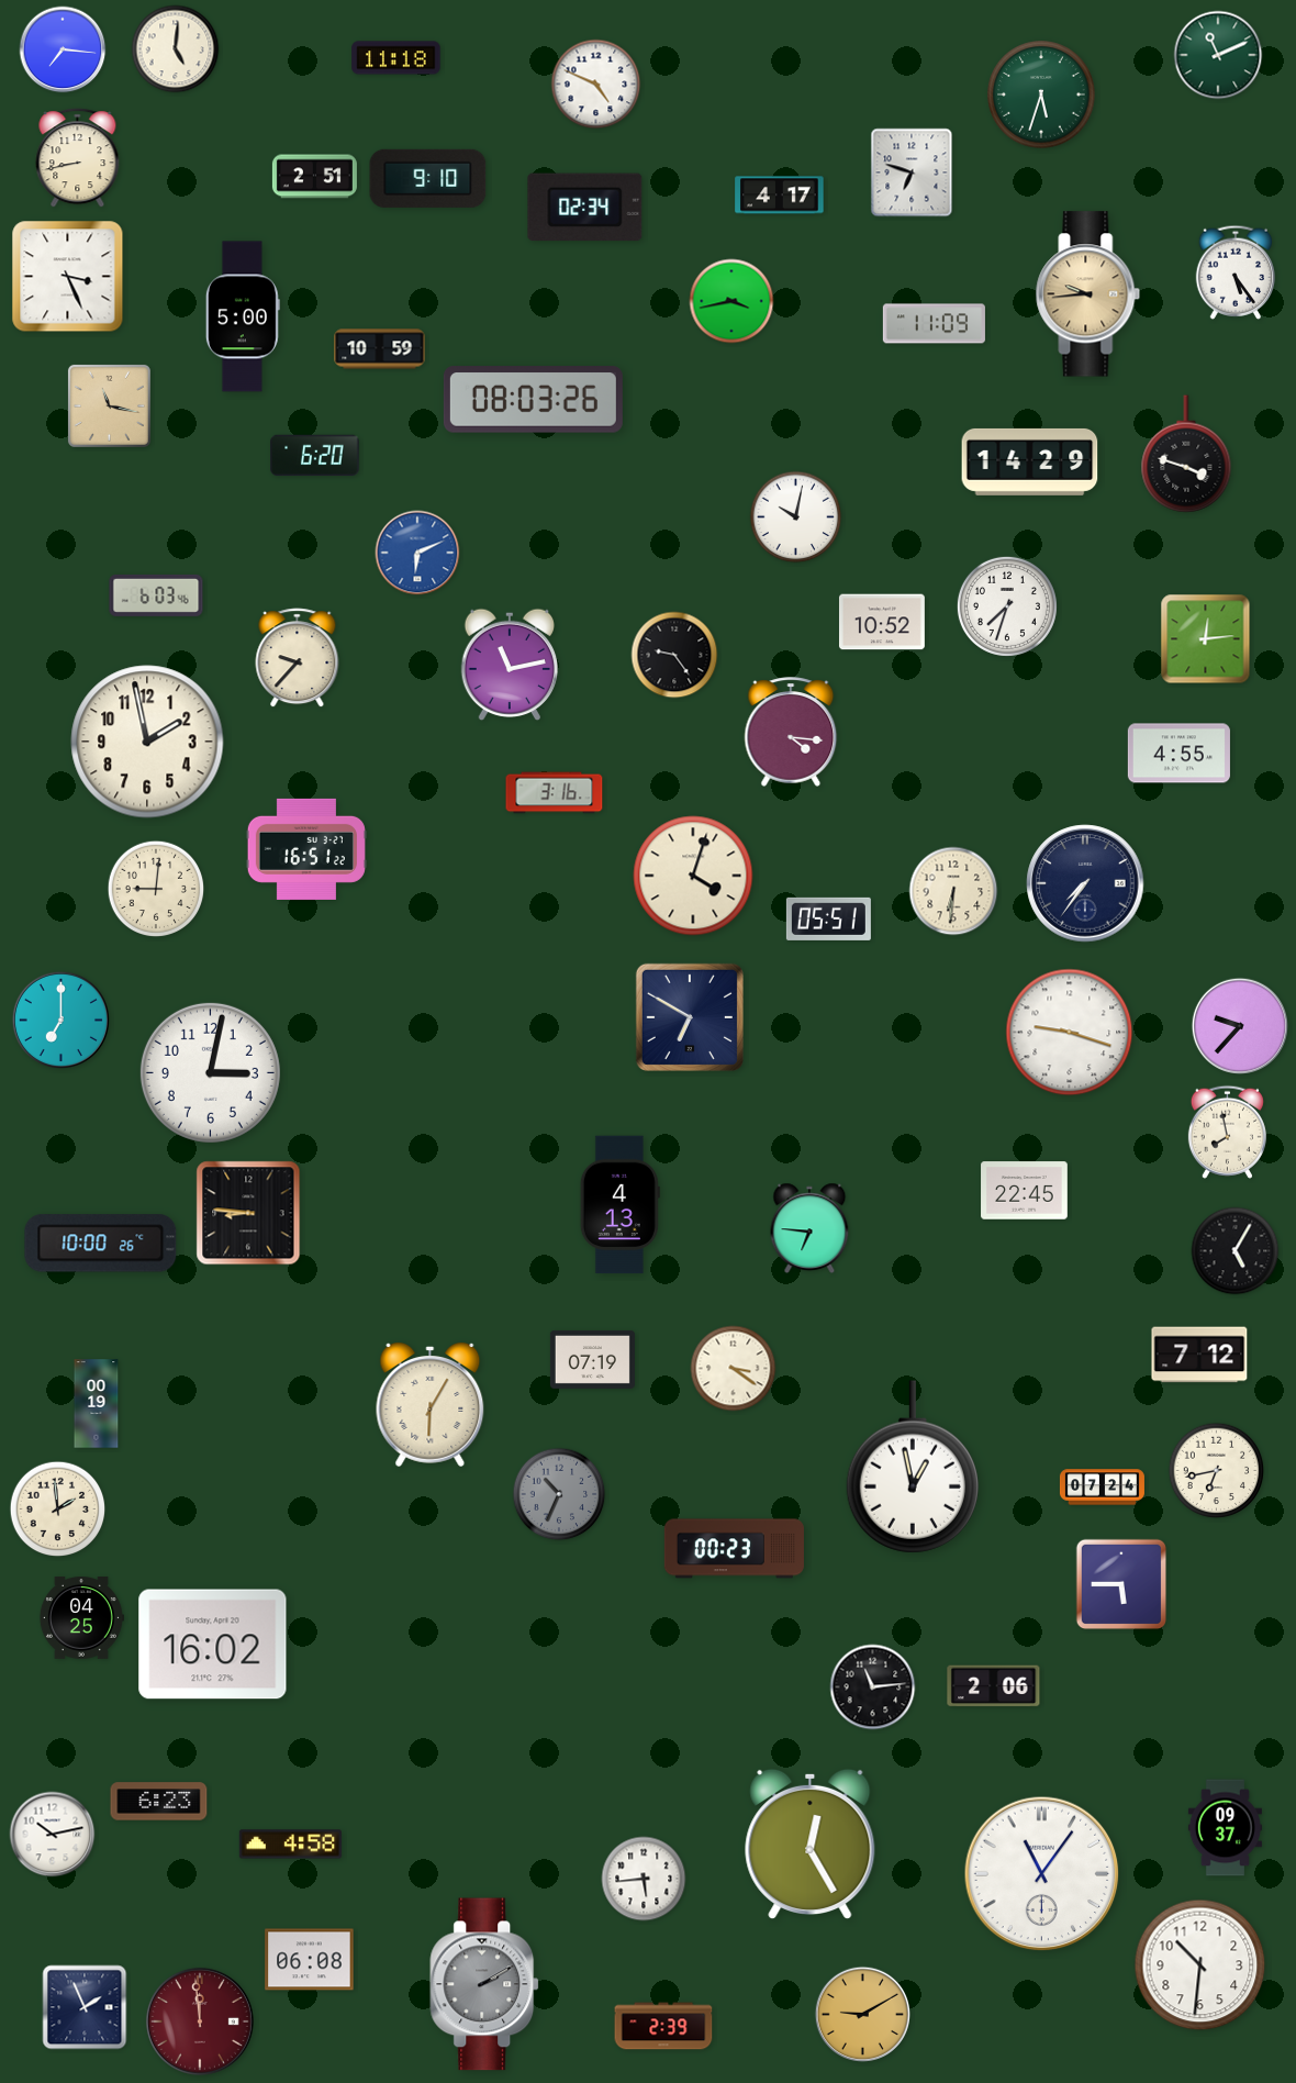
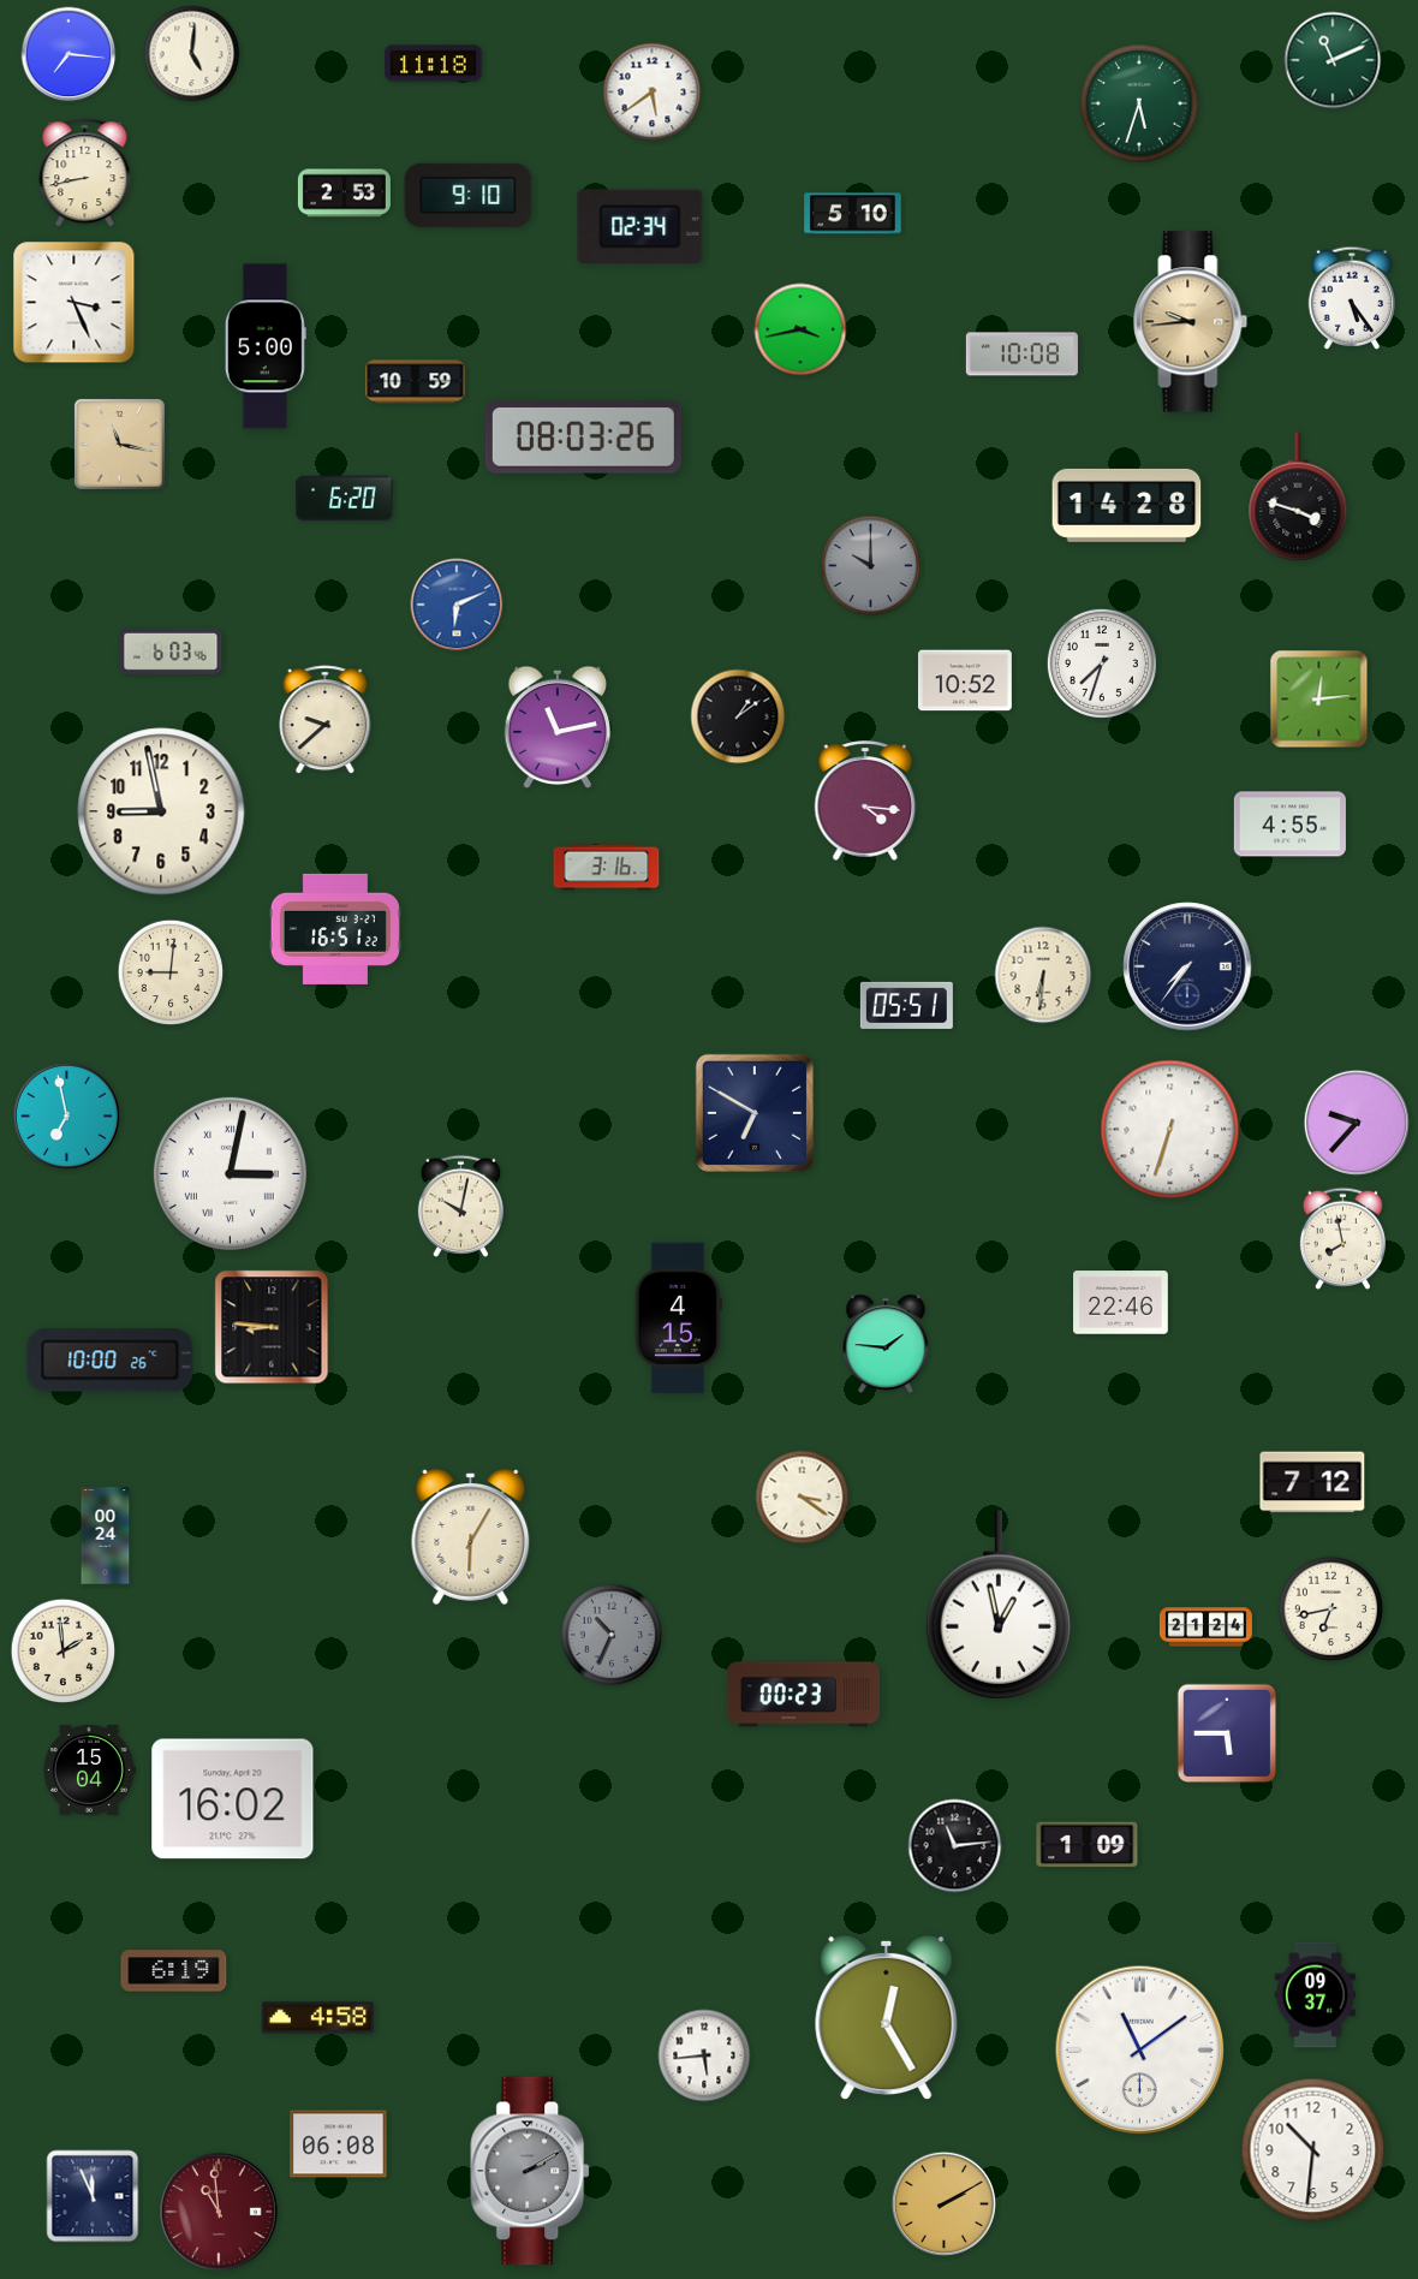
clock at (596, 85): 4:49 -> 5:39
clock at (912, 172): 6:48 -> none
clock at (314, 177): 2:51 -> 2:53
clock at (780, 196): 4:17 -> 5:10
clock at (934, 324): 11:09 -> 10:08
clock at (1030, 461): 14:29 -> 14:28
clock at (796, 517): 10:02 -> 10:00
clock at (796, 517) dial: white -> grey
clock at (674, 655): 9:24 -> 1:09
clock at (298, 658): 9:37 -> 9:38
clock at (147, 742): 1:58 -> 8:58
clock at (693, 876): 4:03 -> none
clock at (60, 1020): 7:00 -> 6:58
clock at (1070, 1033): 9:18 -> 6:33
clock at (210, 1072) numerals: Arabic -> Roman
clock at (460, 1206): none -> 10:02
clock at (1025, 1191): 22:45 -> 22:46
clock at (619, 1205): 4:13 -> 4:15
clock at (809, 1228): 6:46 -> 1:46
clock at (1236, 1251): 5:05 -> none
clock at (592, 1359): 07:19 -> none
clock at (97, 1404): 00:19 -> 00:24
clock at (1102, 1488): 07:24 -> 21:24
clock at (81, 1617): 04:25 -> 15:04
clock at (994, 1686): 2:06 -> 1:09
clock at (159, 1802): 6:23 -> 6:19
clock at (1225, 1828) position: (1225, 1828) -> (1315, 1995)
clock at (53, 1835): 10:13 -> none
clock at (1042, 1874): 11:06 -> 11:09
clock at (85, 2007): 1:56 -> 11:56
clock at (862, 2014): 9:10 -> 2:10
clock at (200, 2021): 11:59 -> 10:59
clock at (663, 2026): 2:39 -> none
